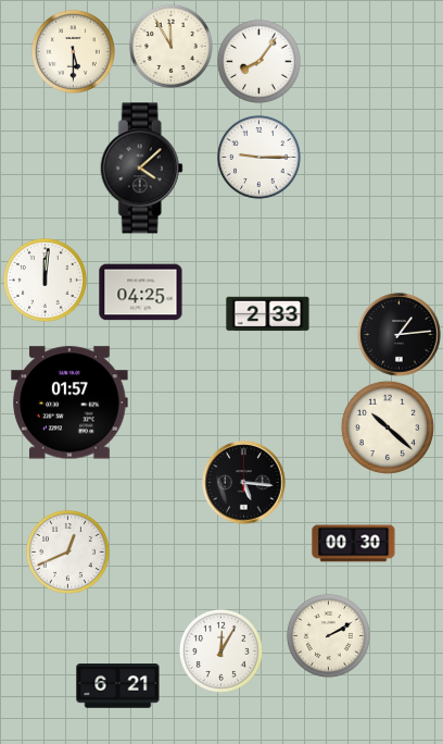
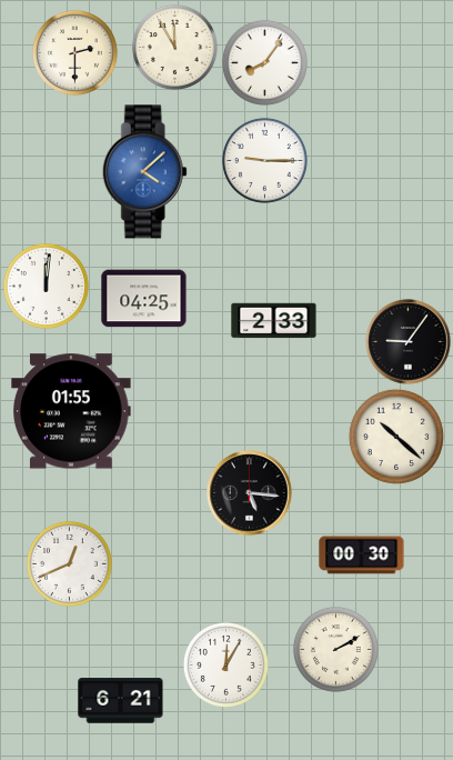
clock at (73, 51): 5:30 -> 2:30
clock at (141, 169) dial: black -> blue
clock at (400, 335): 1:14 -> 9:06
clock at (69, 402): 01:57 -> 01:55
